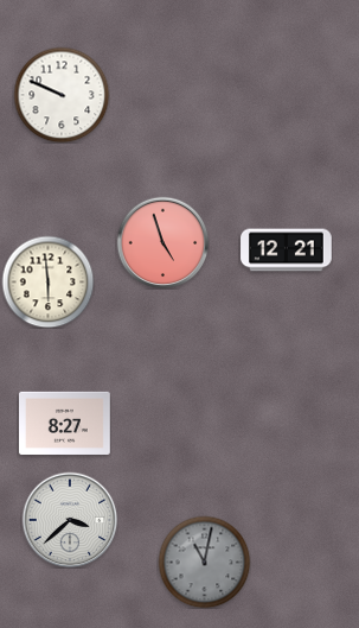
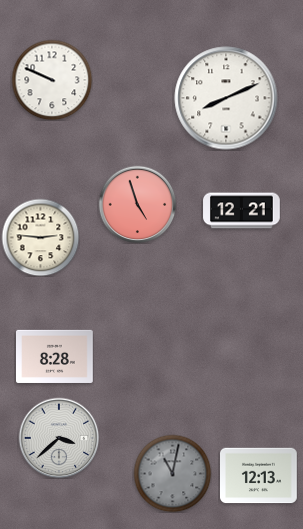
clock at (226, 98): none -> 8:11
clock at (47, 281): 5:59 -> 2:46
clock at (65, 423): 8:27 -> 8:28
clock at (259, 476): none -> 12:13
